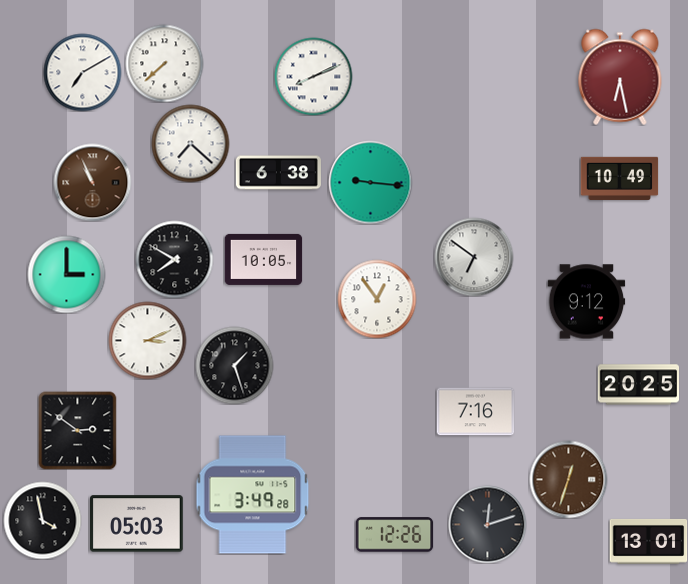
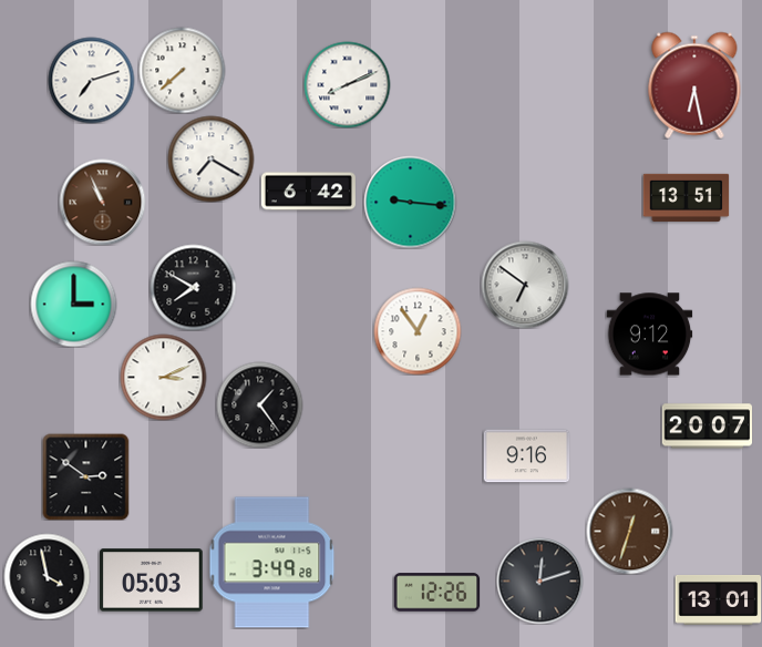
clock at (82, 72): 7:10 -> 7:12
clock at (620, 77) position: (620, 77) -> (694, 85)
clock at (190, 143): 7:22 -> 7:20
clock at (278, 173): 6:38 -> 6:42
clock at (619, 178): 10:49 -> 13:51
clock at (263, 259): 10:05 -> none
clock at (234, 365): 1:27 -> 1:24
clock at (638, 385): 20:25 -> 20:07
clock at (475, 412): 7:16 -> 9:16
clock at (253, 495) position: (253, 495) -> (272, 563)
